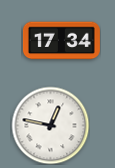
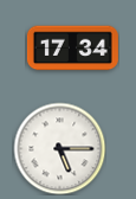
clock at (50, 125): 12:47 -> 5:15
